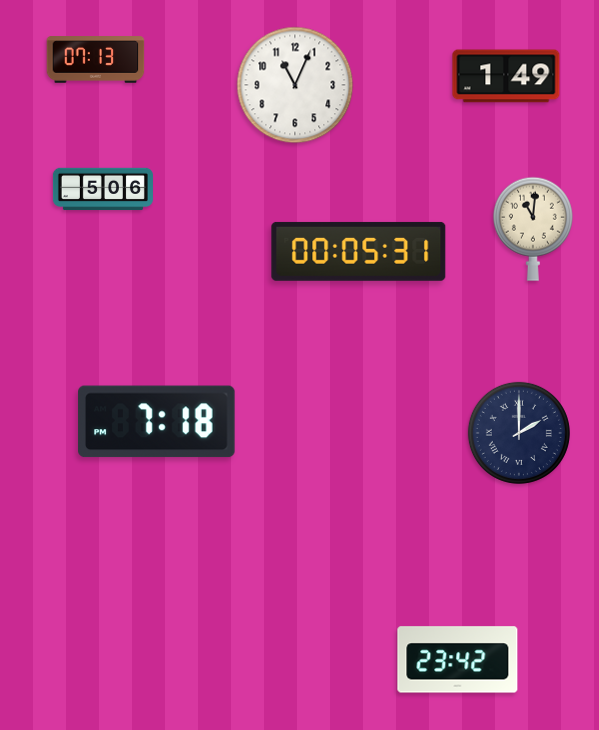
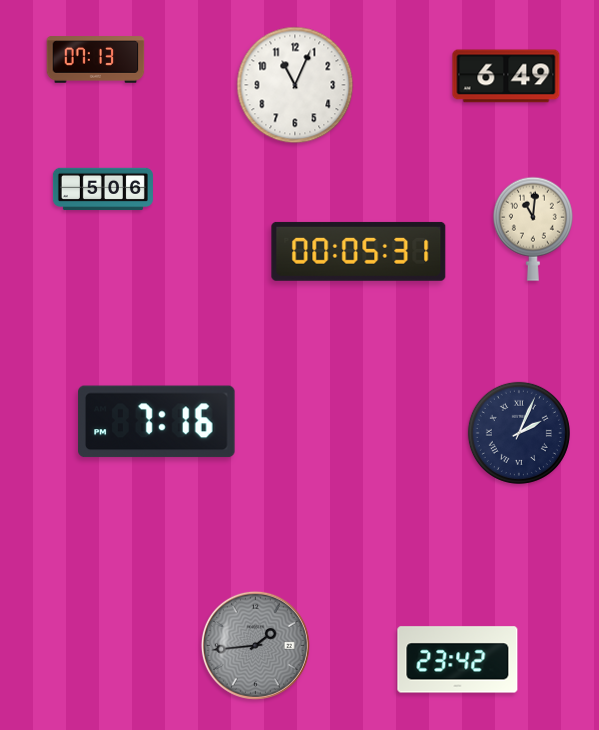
clock at (506, 76): 1:49 -> 6:49
clock at (157, 422): 7:18 -> 7:16
clock at (519, 433): 2:00 -> 2:04
clock at (255, 645): none -> 1:44
